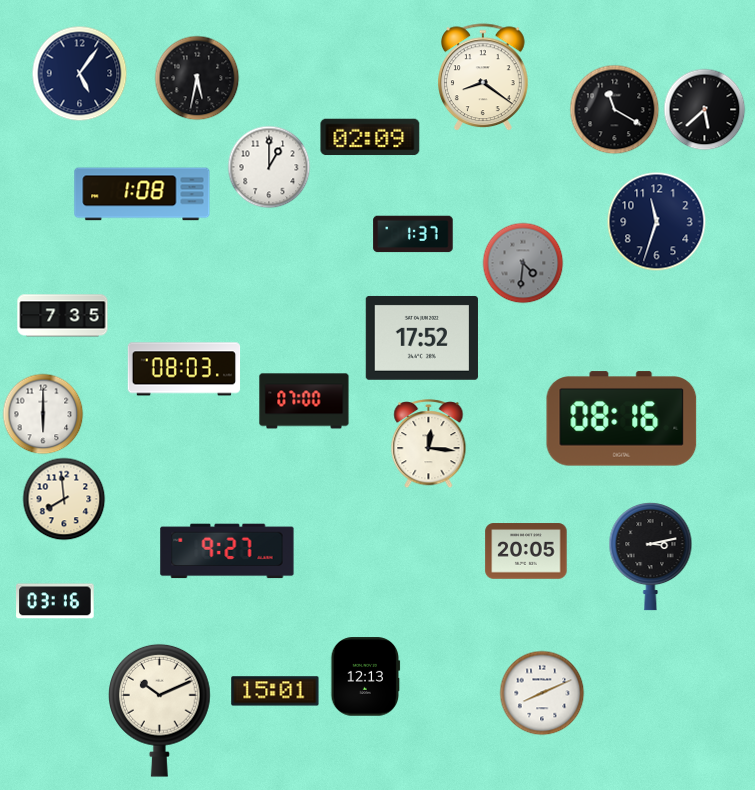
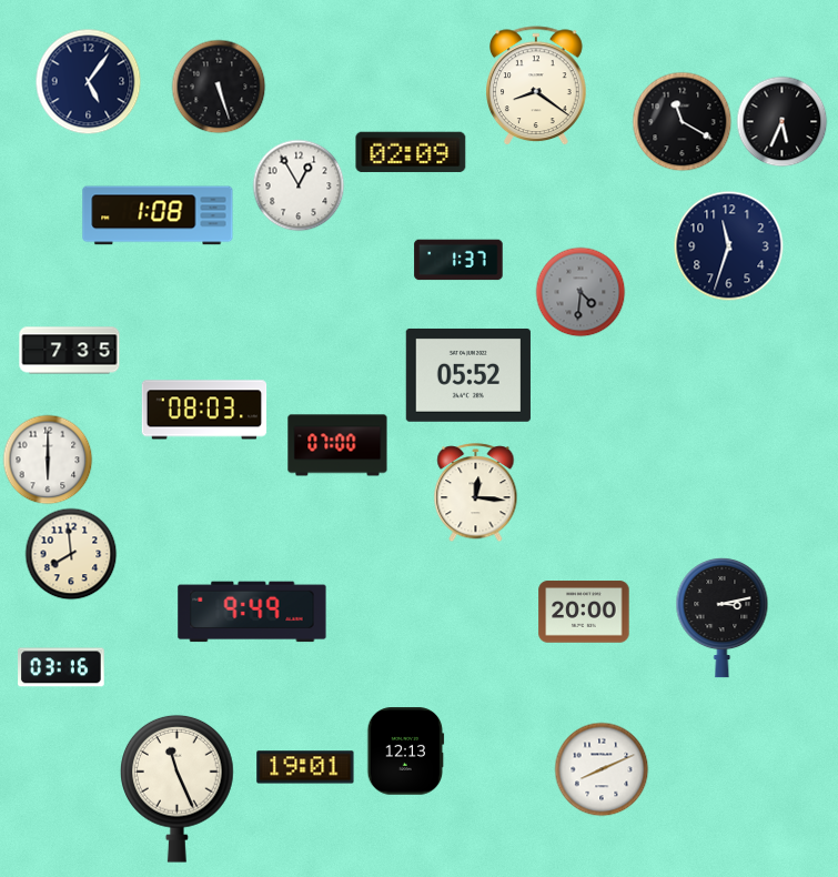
clock at (197, 78): 5:32 -> 5:27
clock at (704, 109): 5:38 -> 5:34
clock at (269, 167): 1:00 -> 12:55
clock at (422, 338): 17:52 -> 05:52
clock at (622, 419): 08:16 -> none
clock at (227, 551): 9:27 -> 9:49
clock at (526, 551): 20:05 -> 20:00
clock at (275, 691): 15:01 -> 19:01
clock at (160, 710): 10:11 -> 11:26
